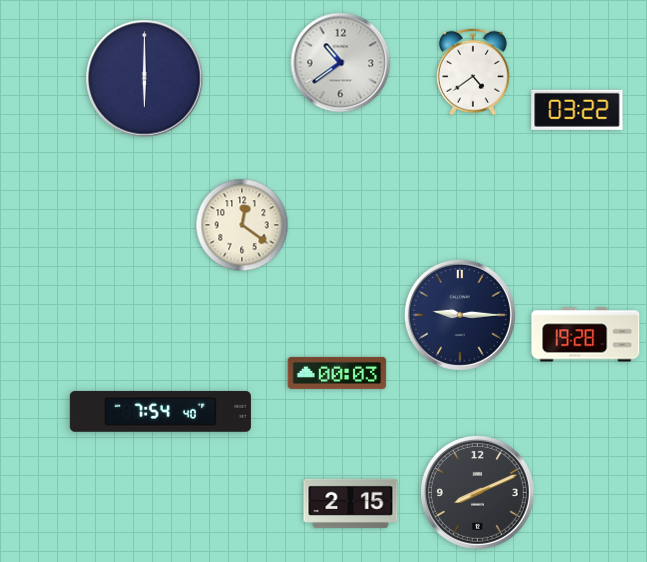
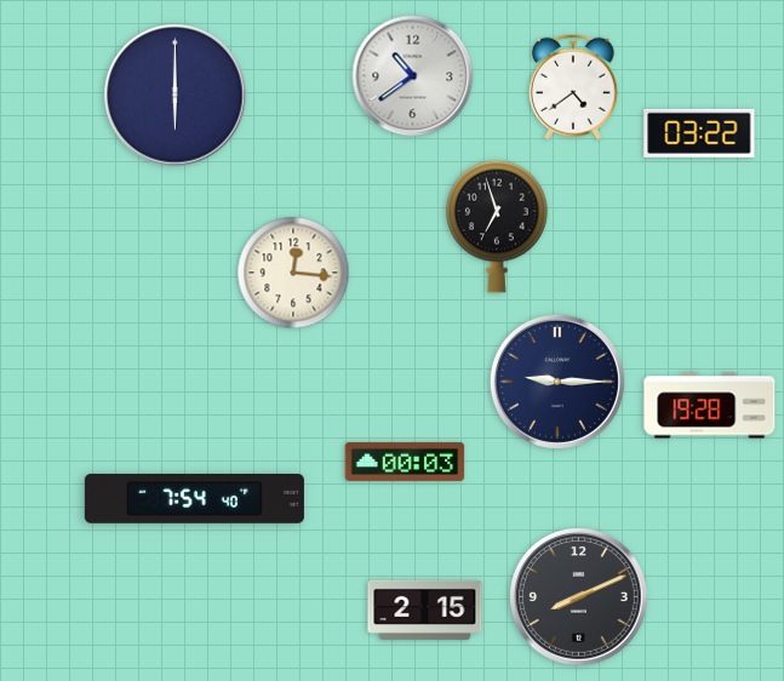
clock at (497, 227): none -> 6:57
clock at (242, 225): 12:21 -> 12:16
clock at (337, 373) position: (337, 373) -> (405, 462)
